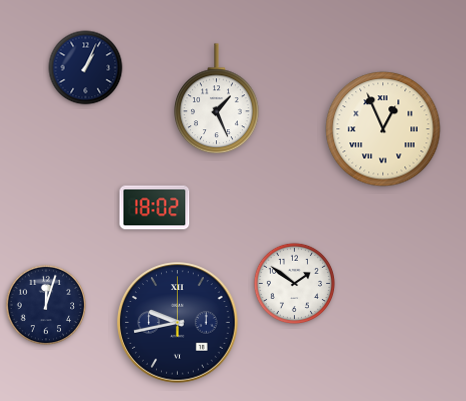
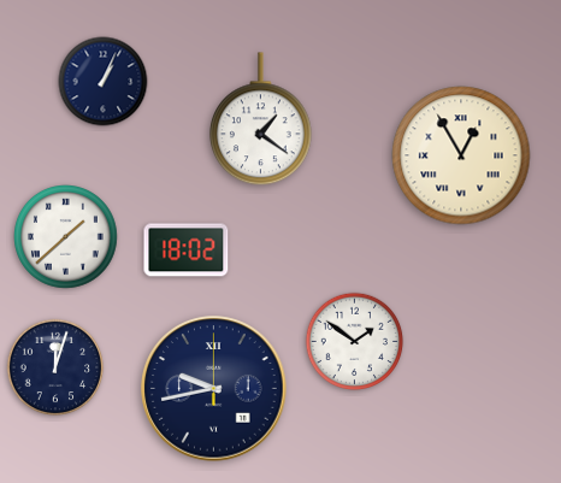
clock at (216, 99): 1:26 -> 1:21
clock at (383, 129): 12:56 -> 12:55
clock at (66, 237): none -> 1:38
